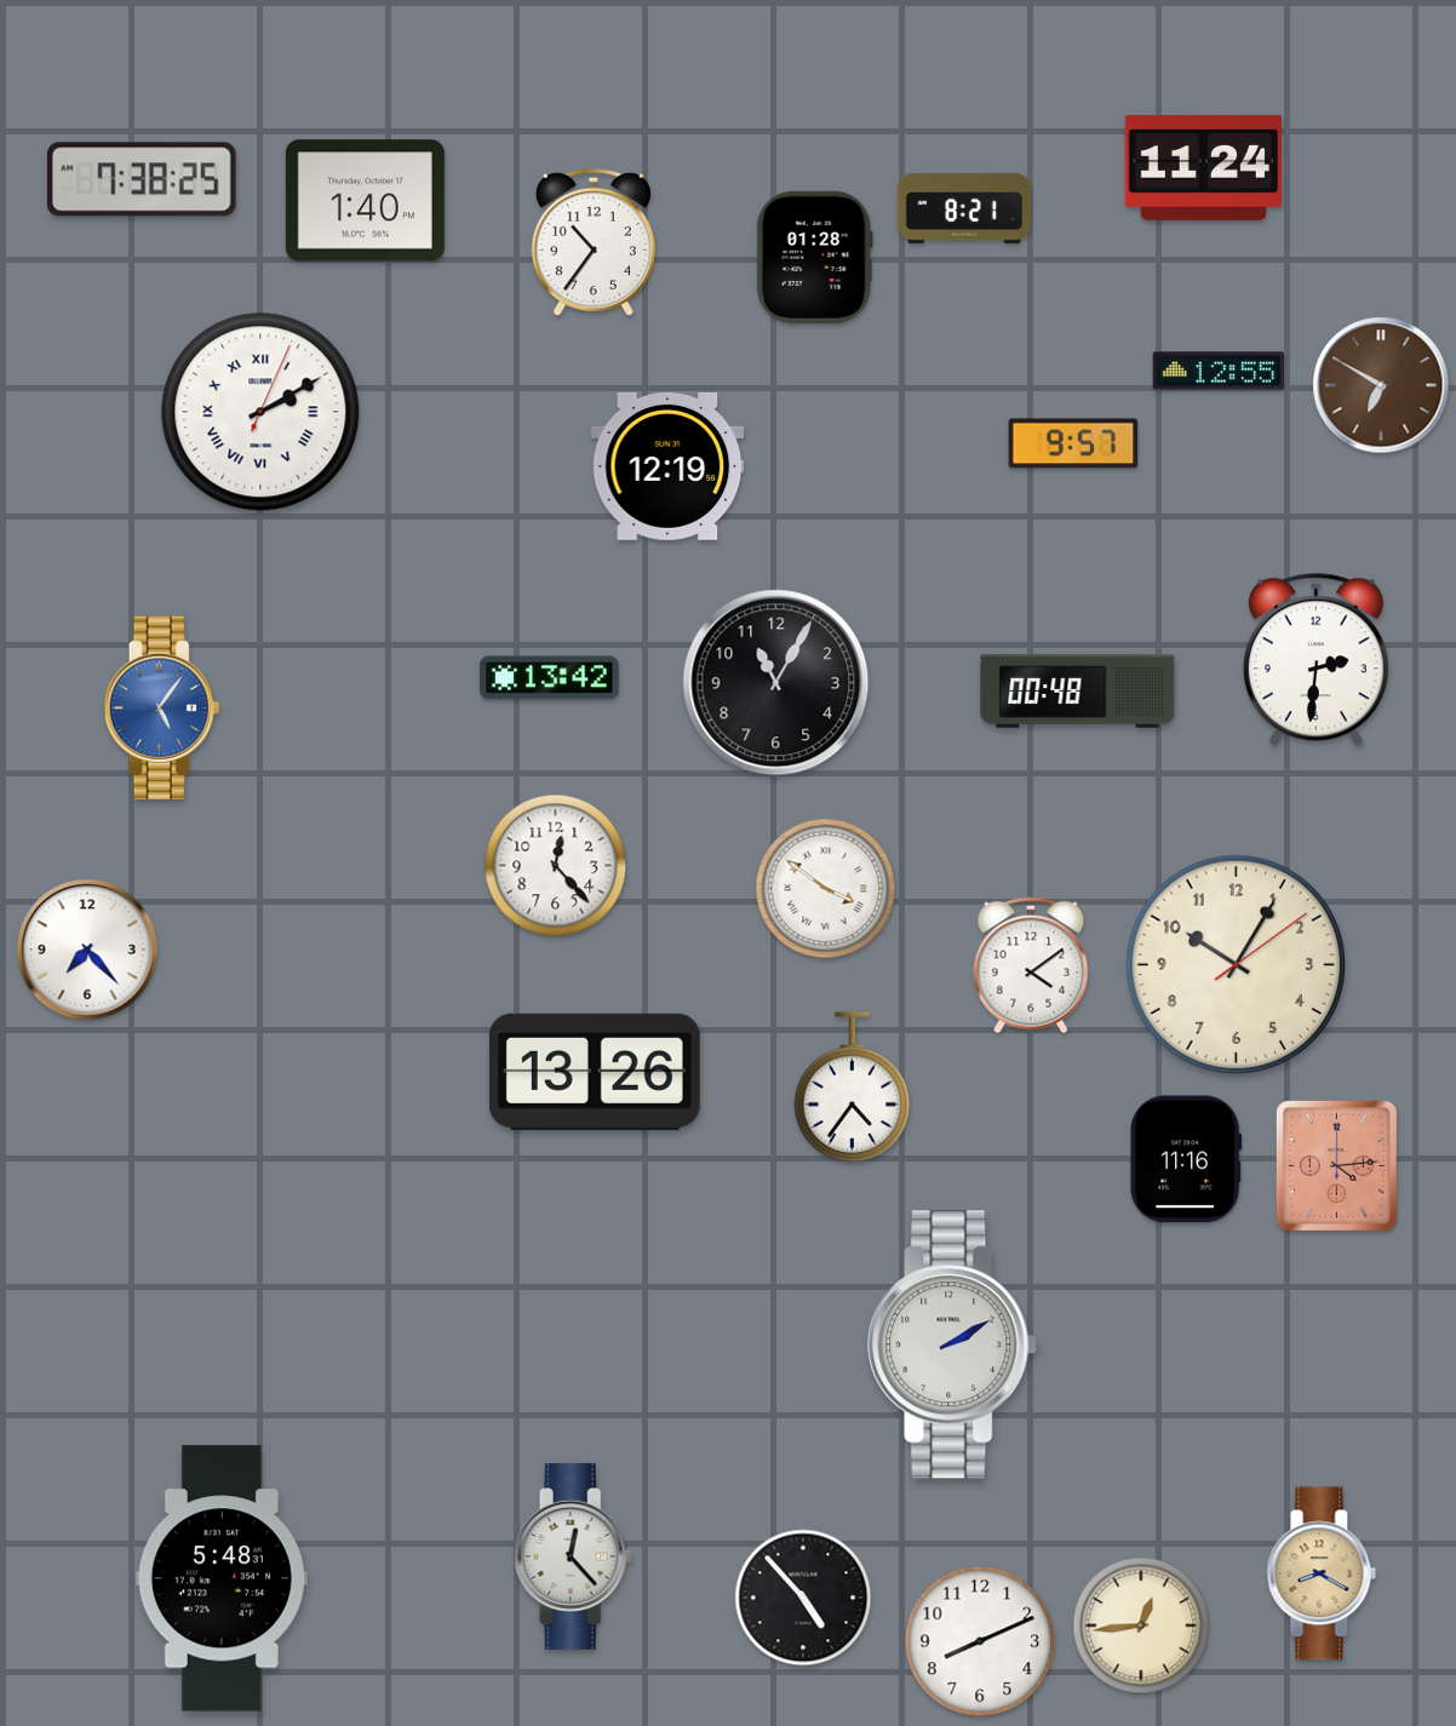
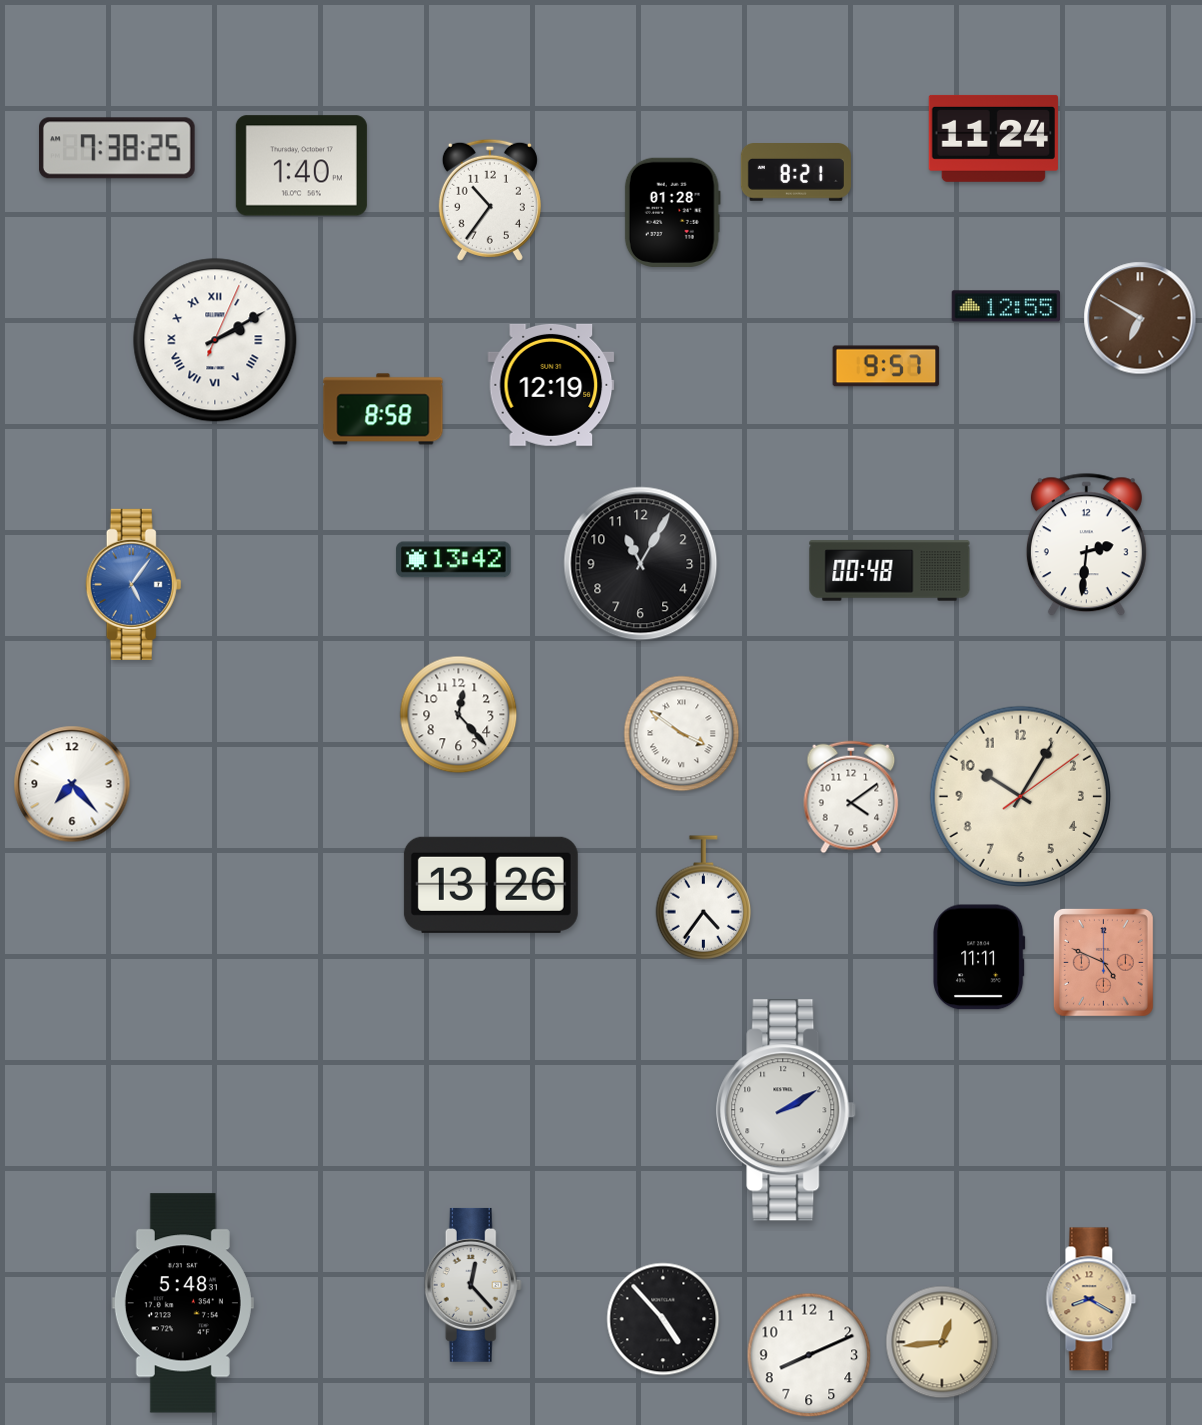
clock at (383, 409): none -> 8:58
clock at (1186, 1159): 11:16 -> 11:11
clock at (1336, 1165): 4:14 -> 4:49
